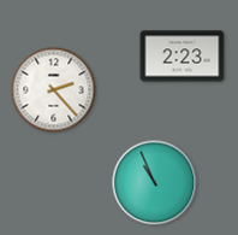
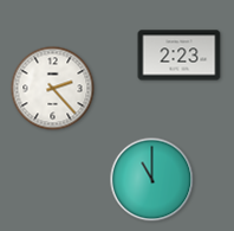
clock at (155, 183): 10:56 -> 11:00
